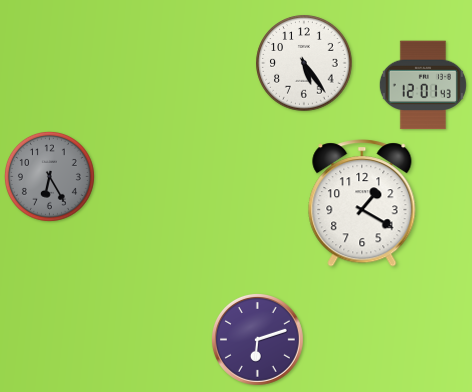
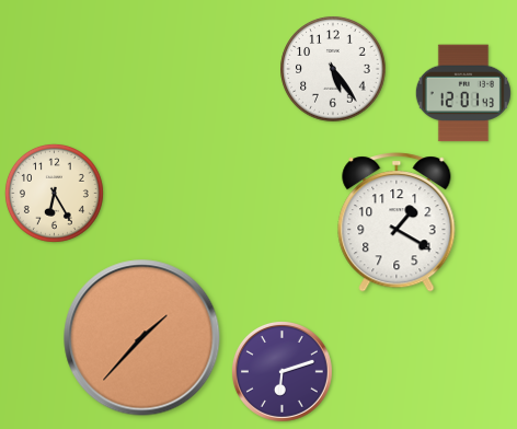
clock at (49, 176) dial: grey -> cream
clock at (142, 338): none -> 1:37
